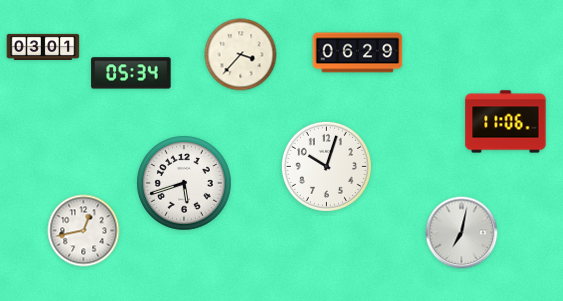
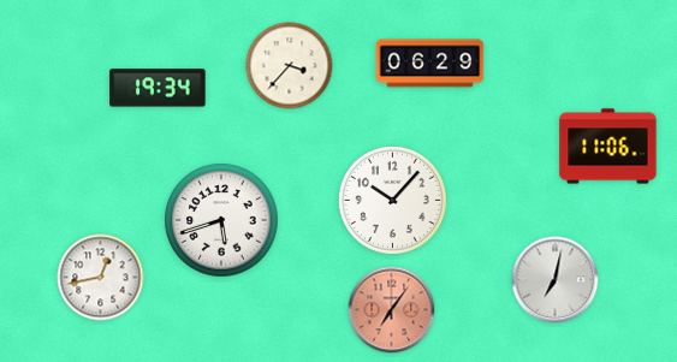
clock at (43, 47): 03:01 -> none
clock at (131, 73): 05:34 -> 19:34
clock at (326, 166): 10:03 -> 10:07
clock at (392, 310): none -> 7:06
